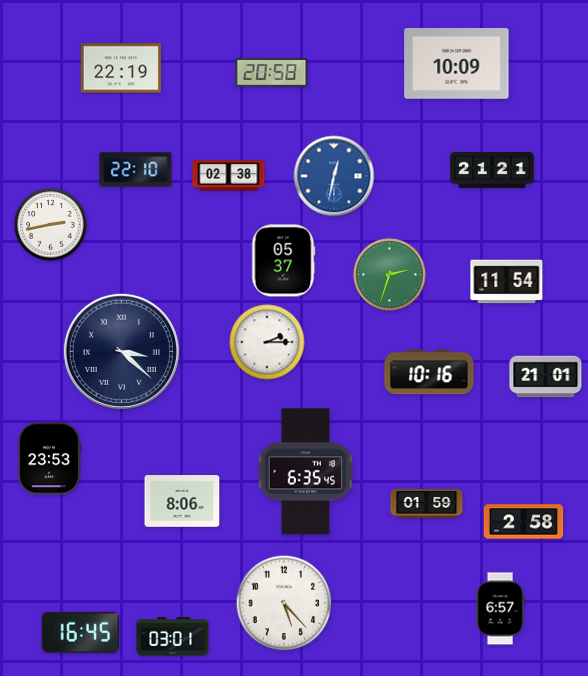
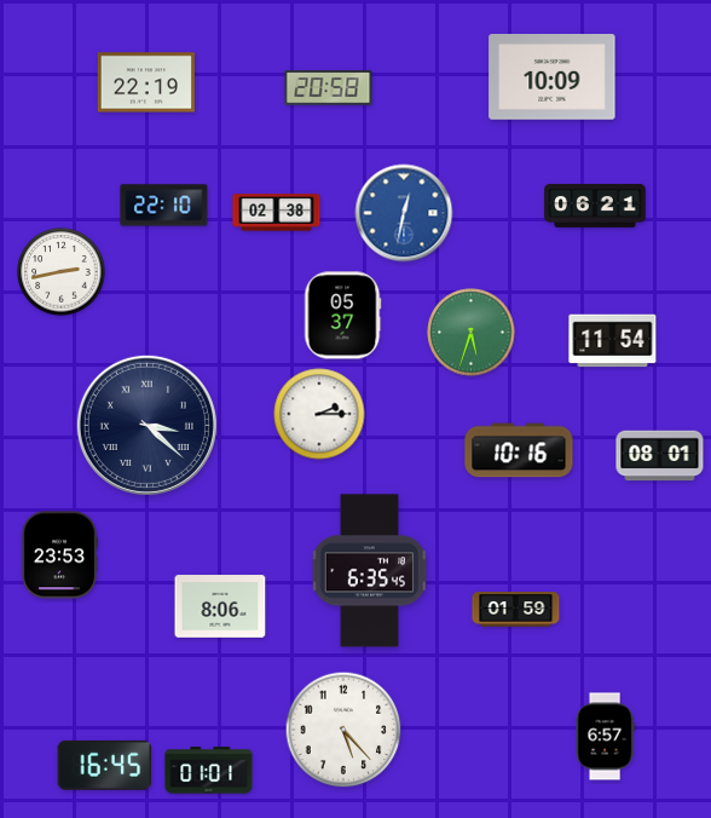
clock at (492, 171): 21:21 -> 06:21
clock at (390, 275): 2:33 -> 5:33
clock at (267, 342) position: (267, 342) -> (319, 414)
clock at (546, 377): 21:01 -> 08:01
clock at (524, 522): 2:58 -> none
clock at (81, 632) position: (81, 632) -> (105, 765)
clock at (173, 637): 03:01 -> 01:01
